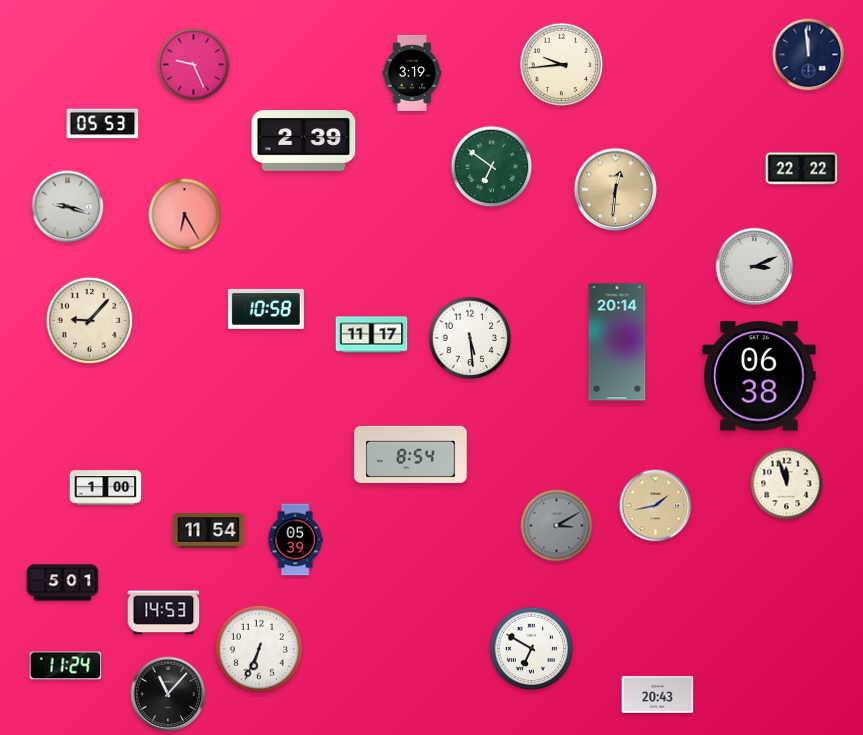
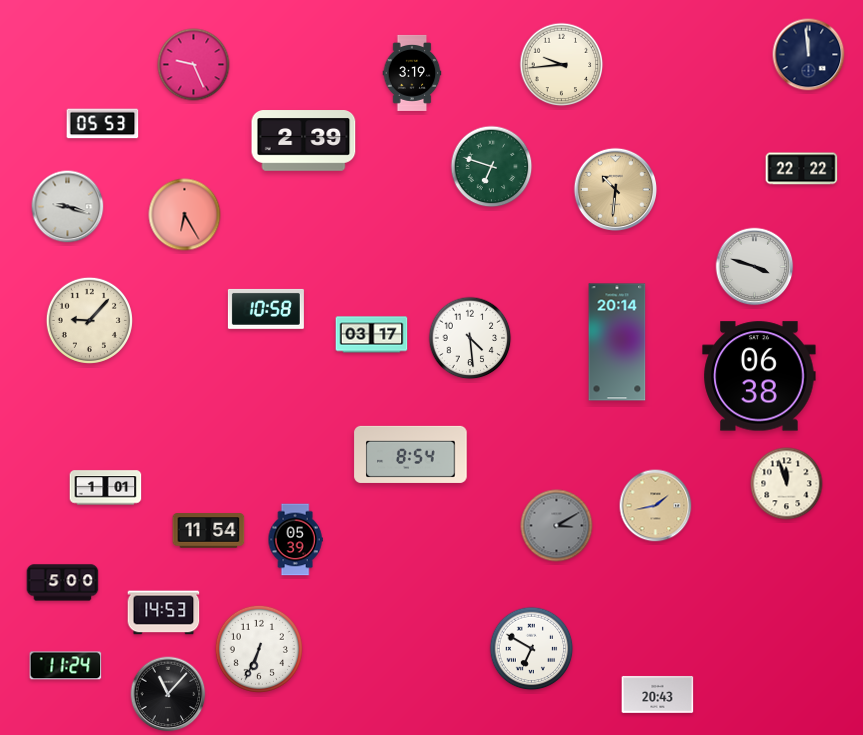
clock at (492, 167): 6:51 -> 6:48
clock at (615, 189): 12:31 -> 10:31
clock at (755, 267): 3:11 -> 3:48
clock at (372, 335): 11:17 -> 03:17
clock at (470, 338): 5:29 -> 4:29
clock at (106, 488): 1:00 -> 1:01
clock at (63, 583): 5:01 -> 5:00
